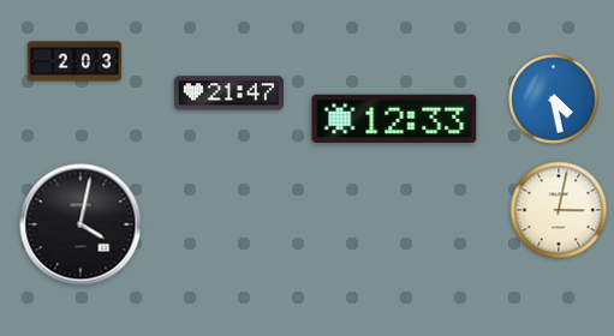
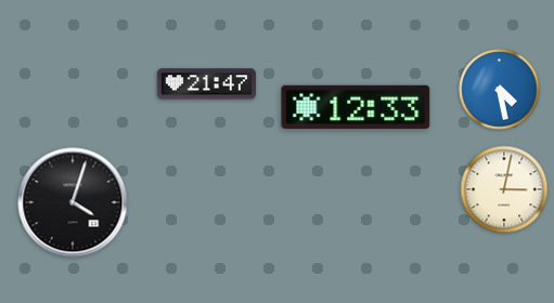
clock at (74, 61): 2:03 -> none
clock at (81, 224): 4:02 -> 4:03
